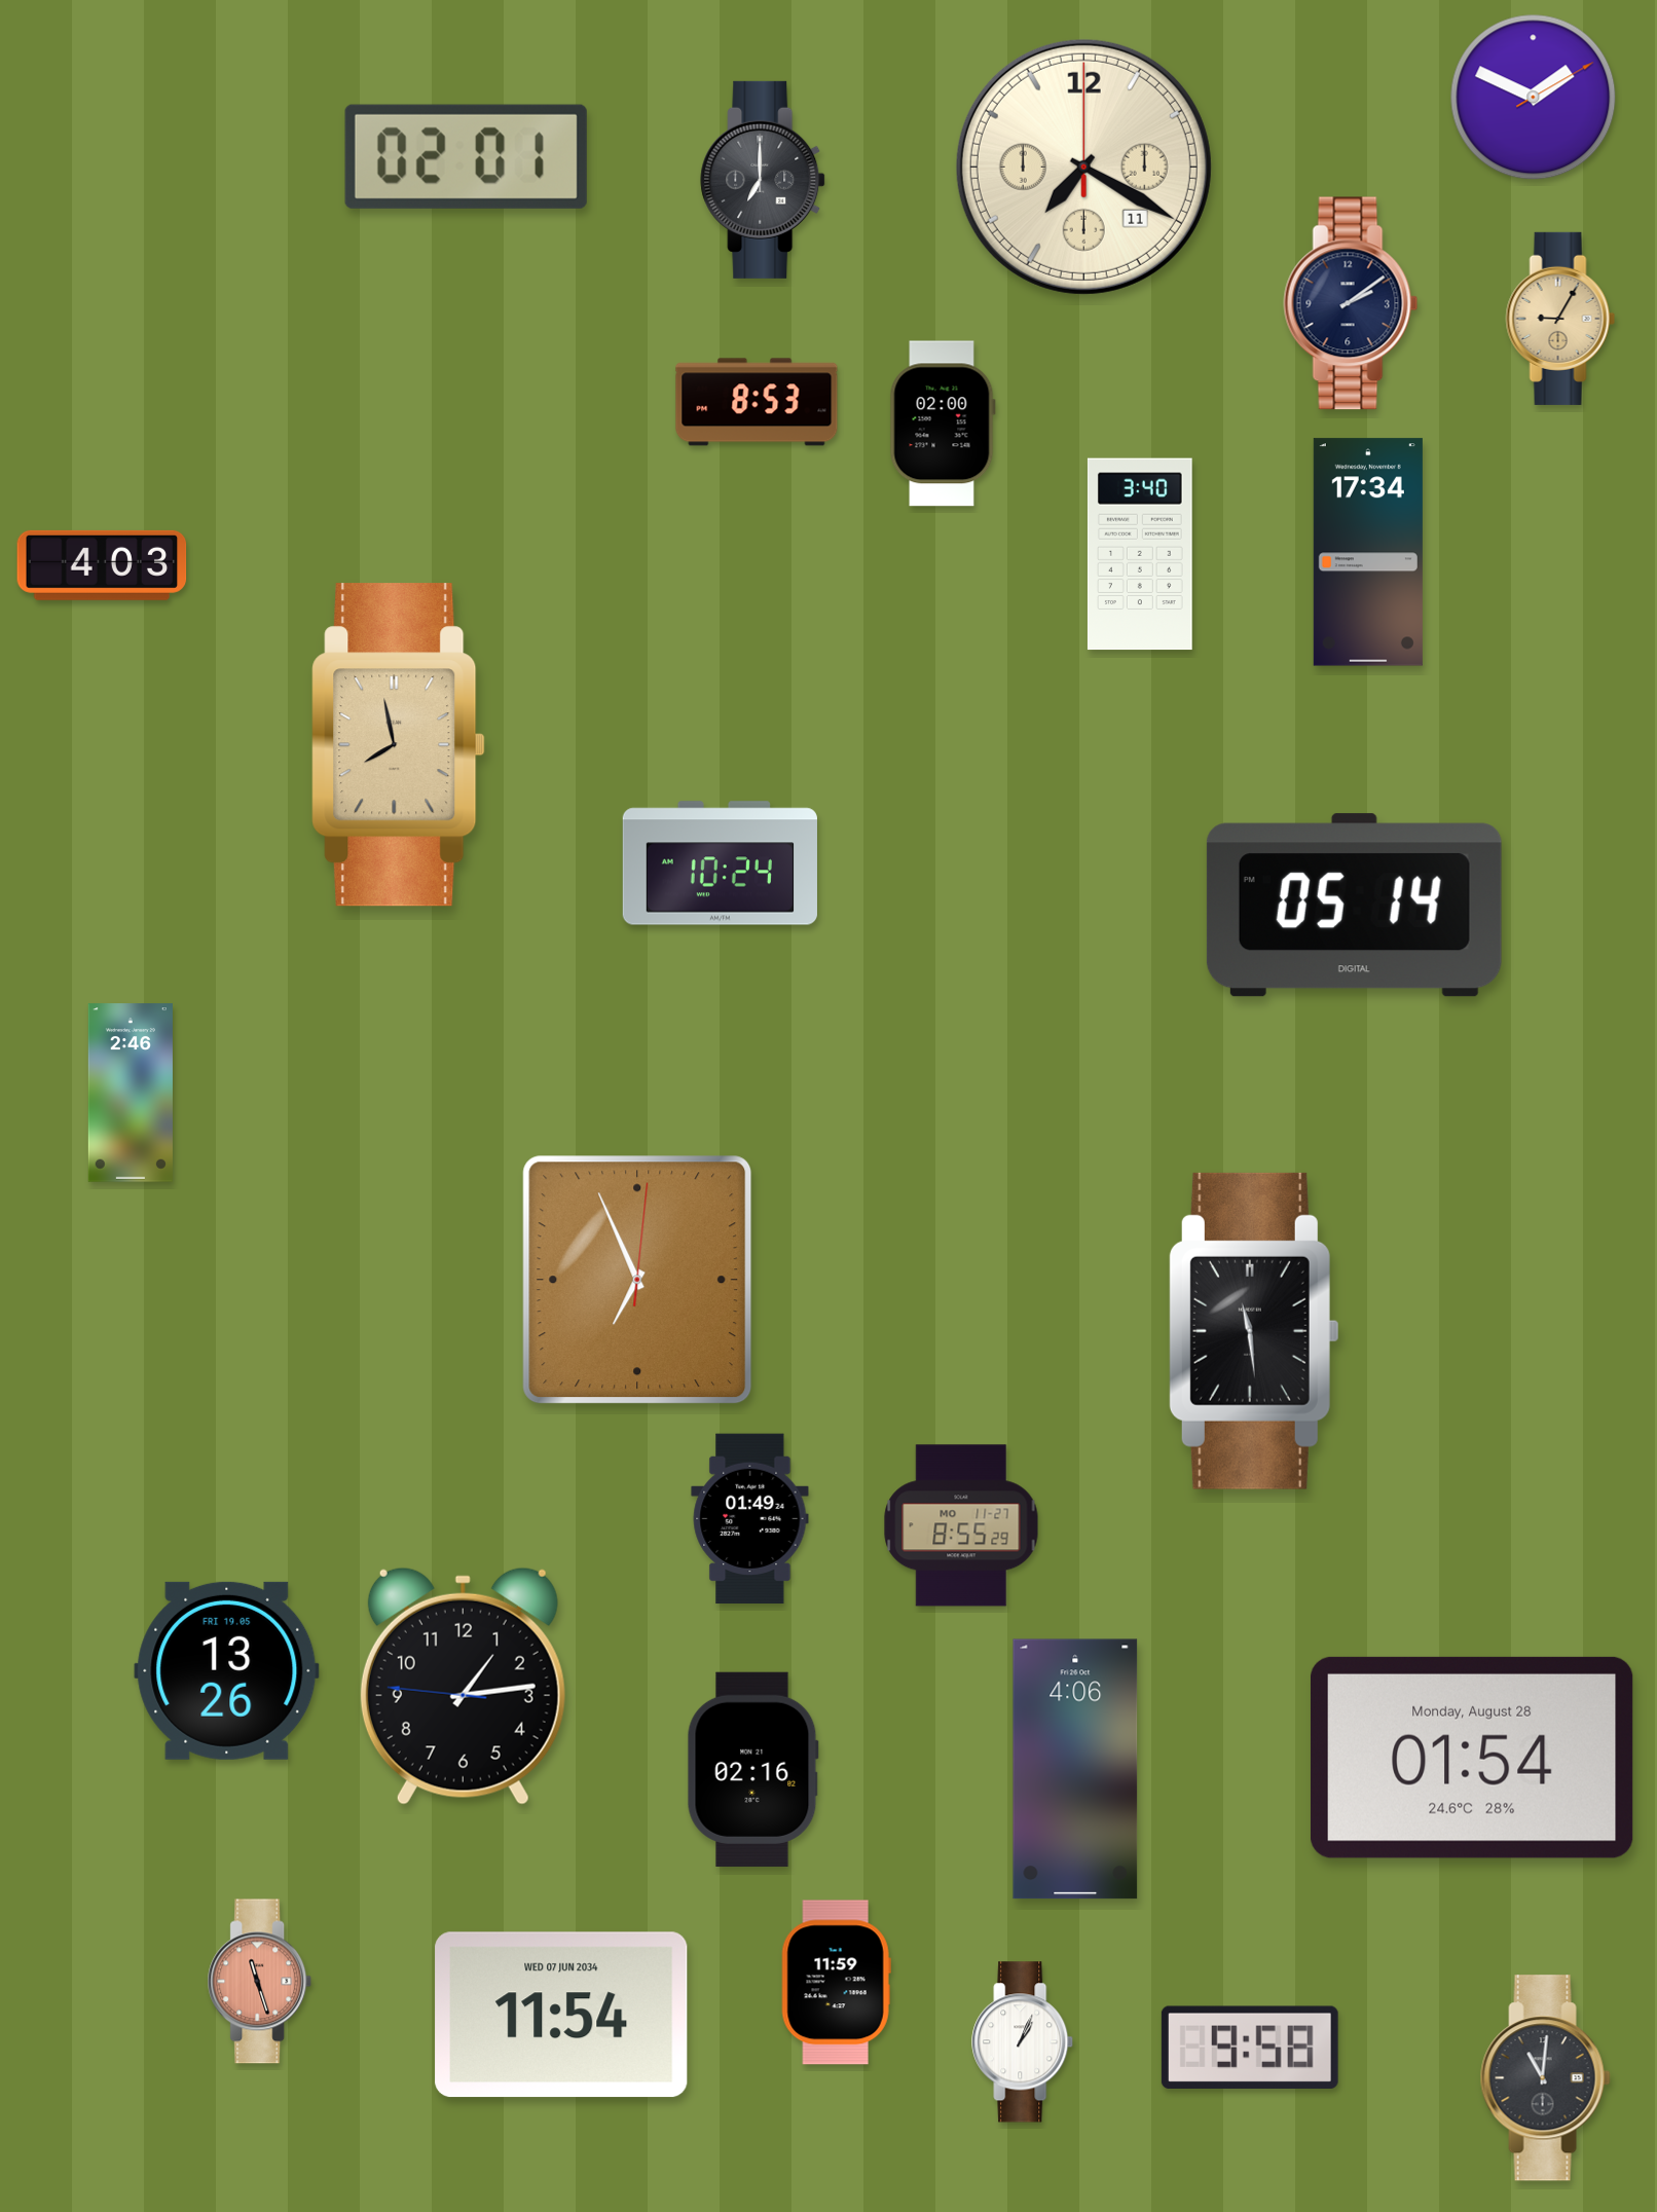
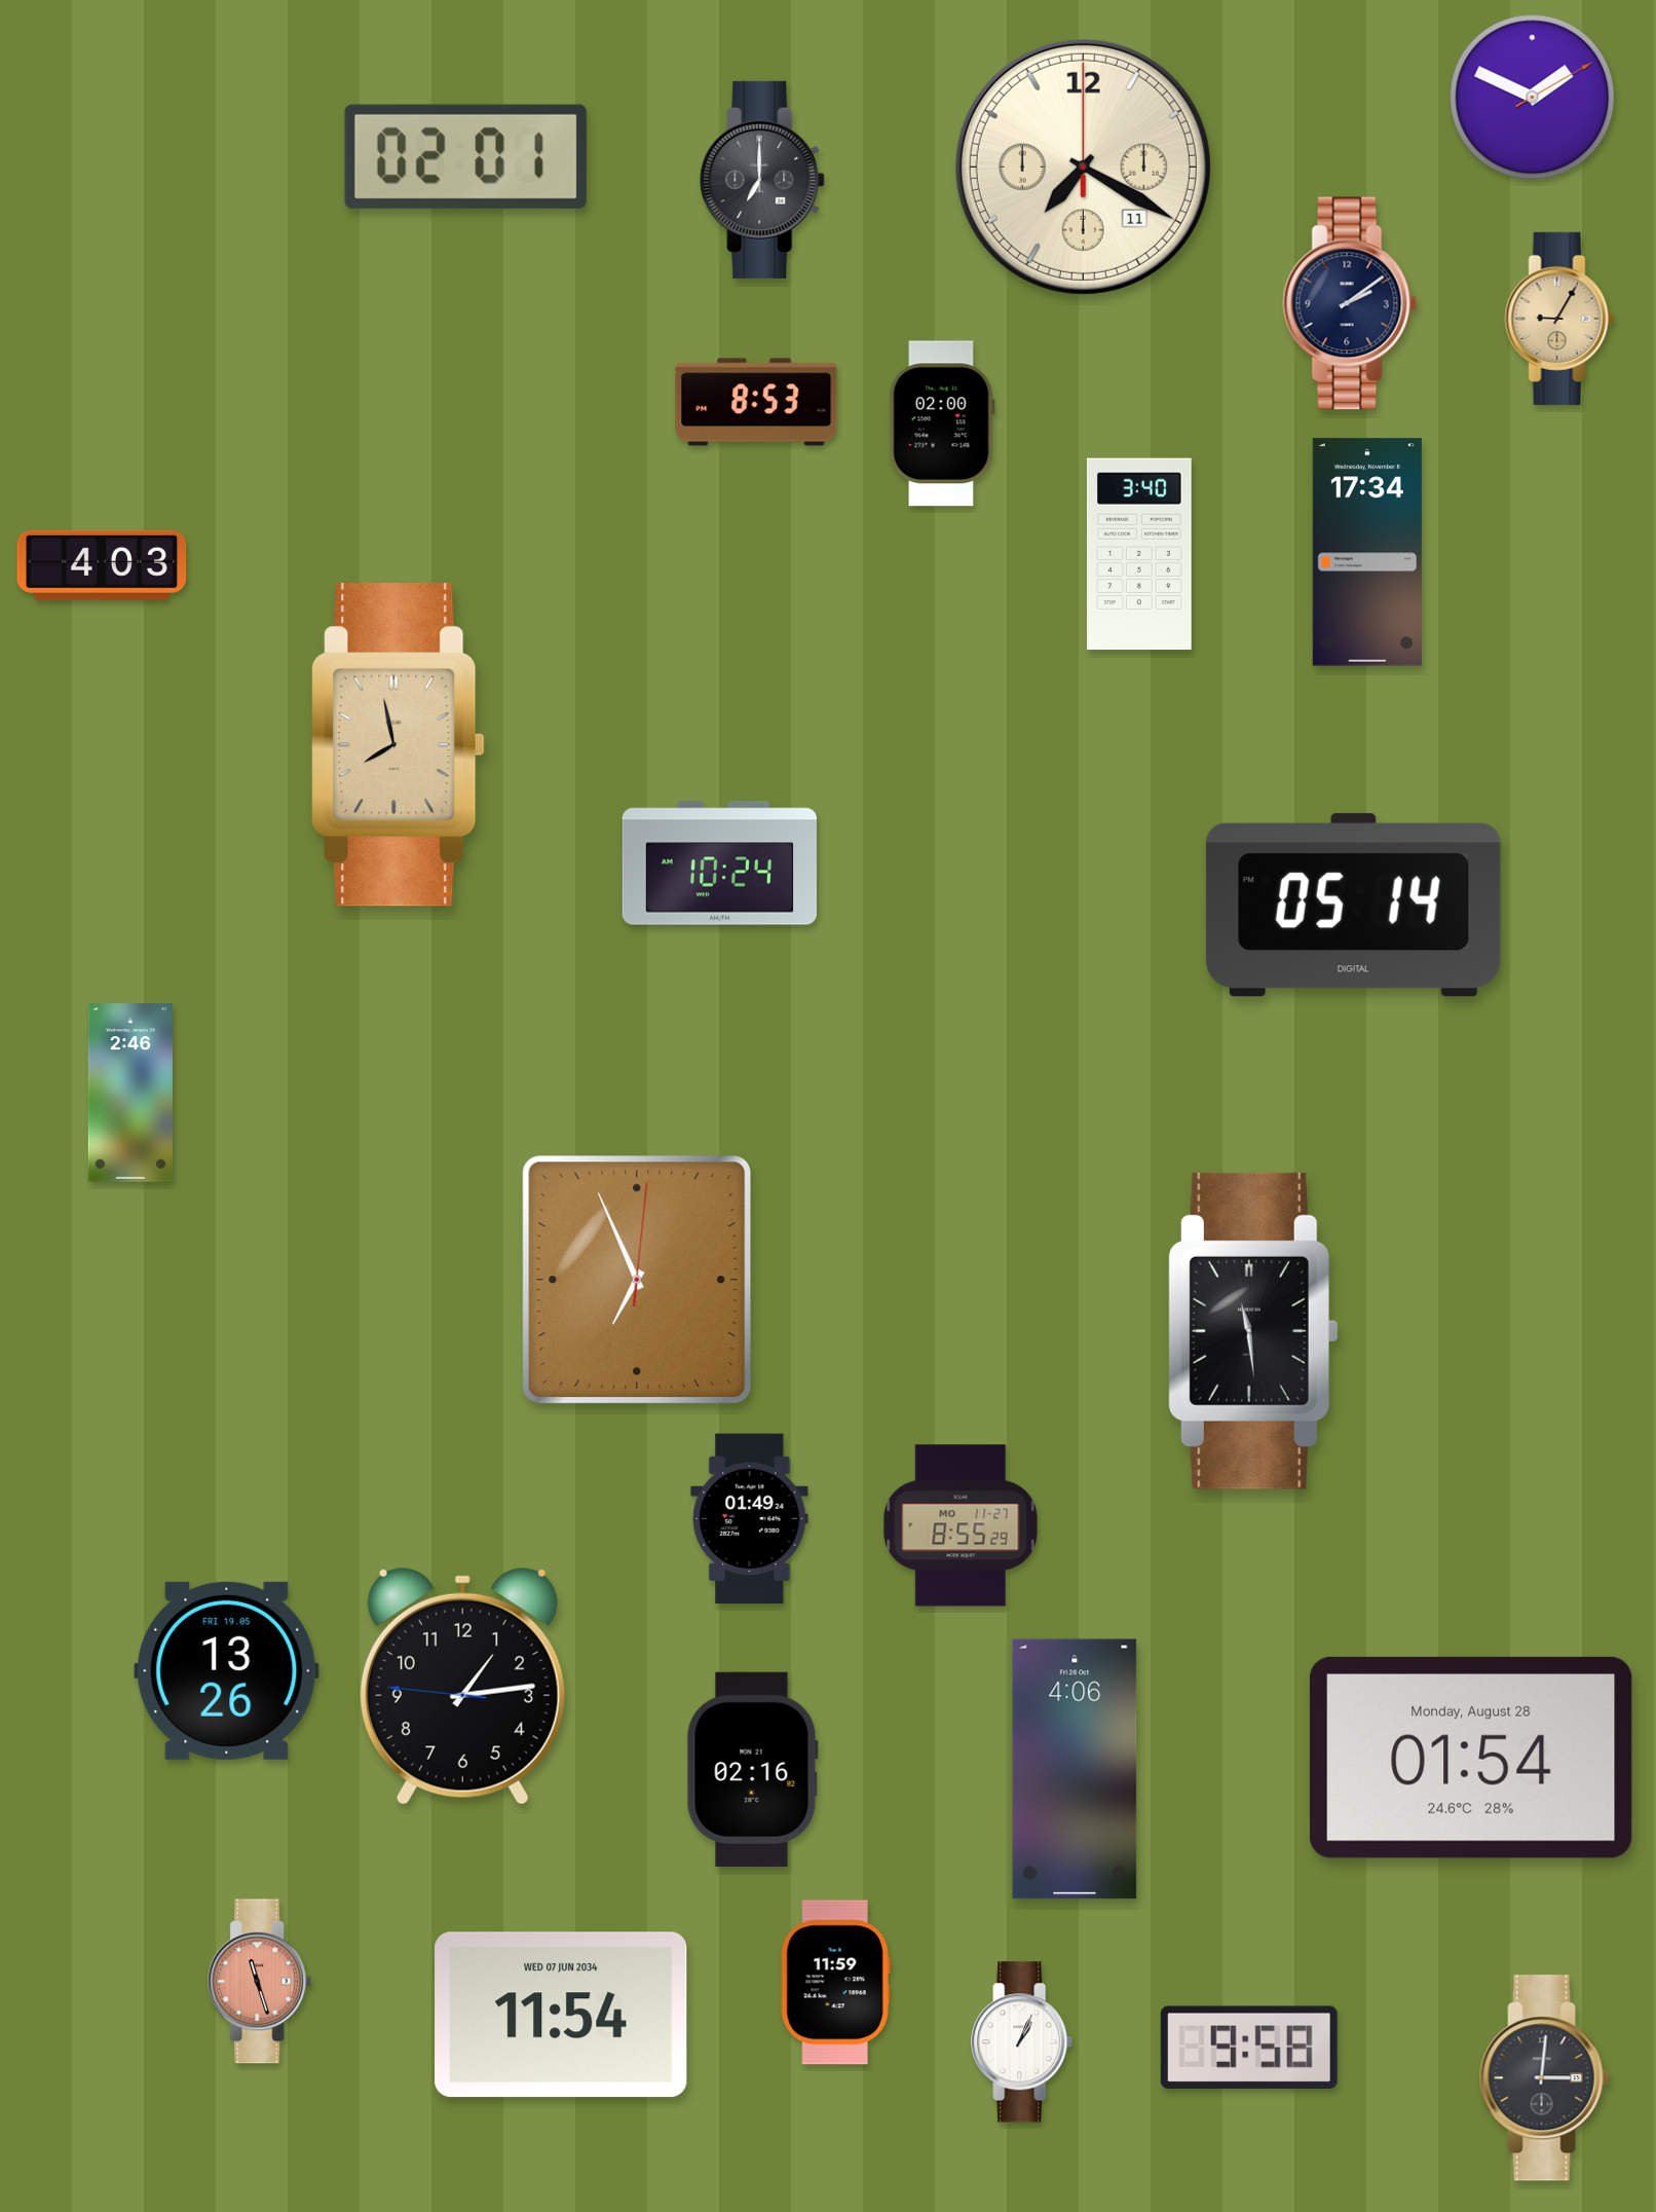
clock at (1545, 2078): 11:01 -> 3:01
